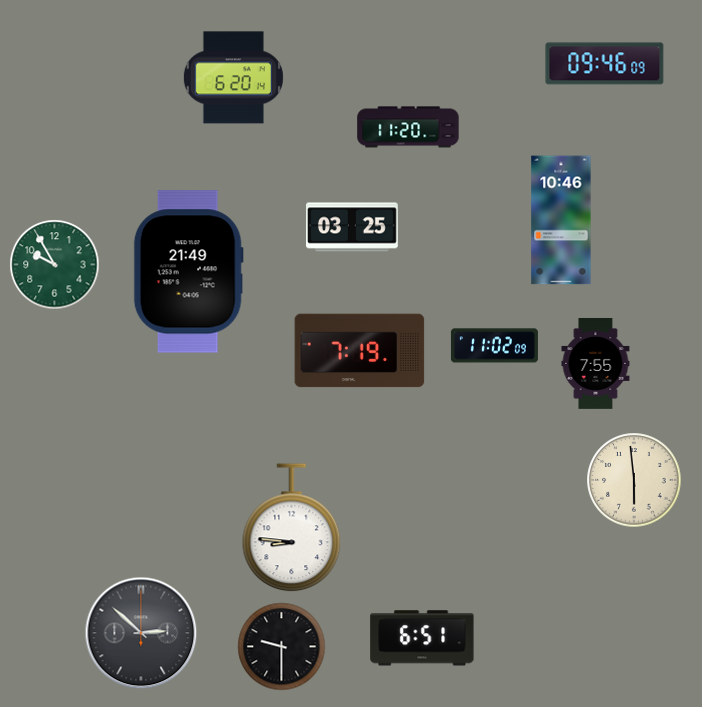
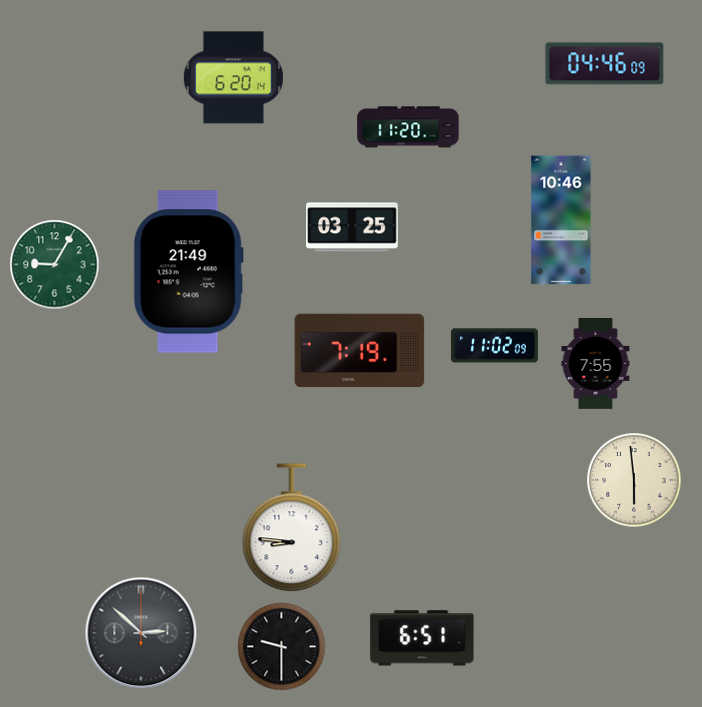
clock at (605, 64): 09:46 -> 04:46
clock at (54, 264): 9:55 -> 9:05
